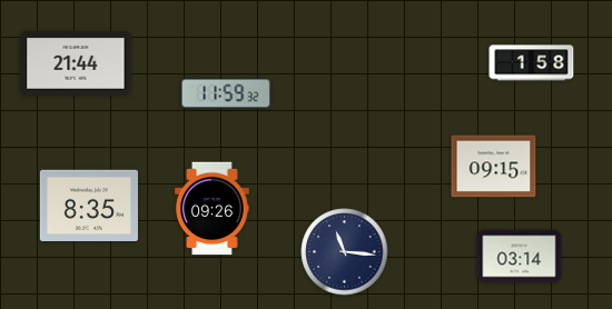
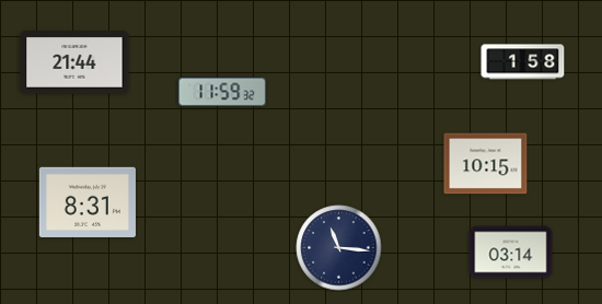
clock at (494, 167): 09:15 -> 10:15
clock at (89, 205): 8:35 -> 8:31
clock at (213, 209): 09:26 -> none
